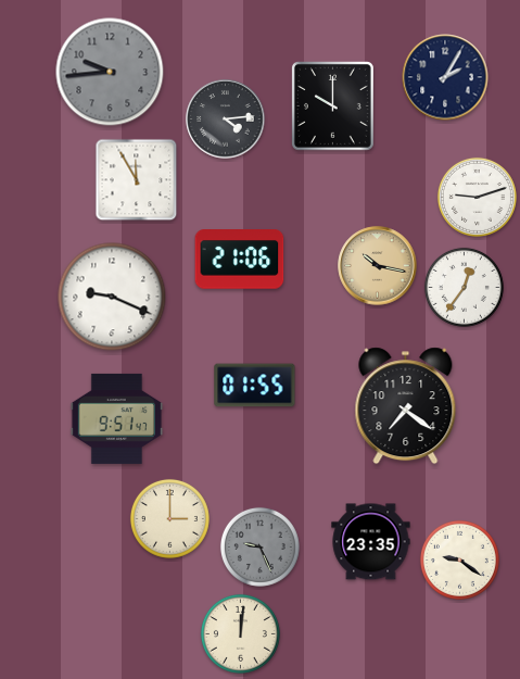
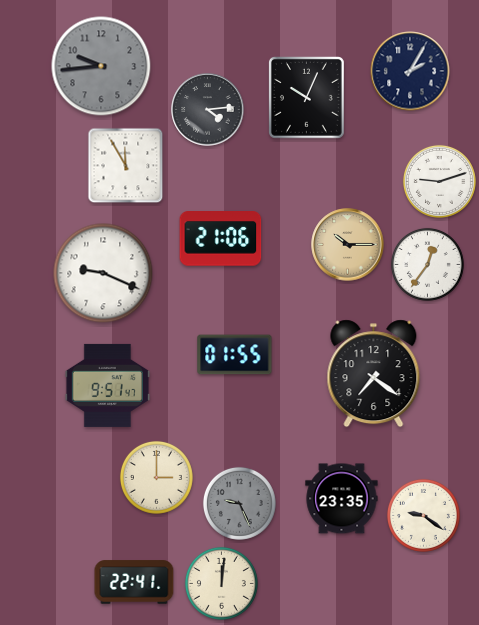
clock at (332, 106): 10:00 -> 10:04
clock at (378, 266): 10:17 -> 10:15
clock at (134, 582): none -> 22:41
